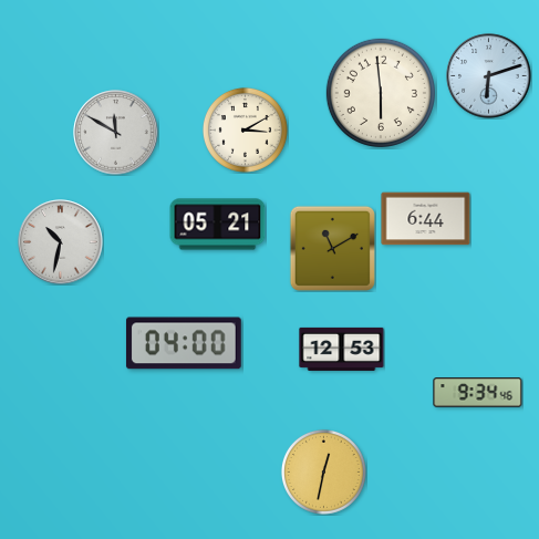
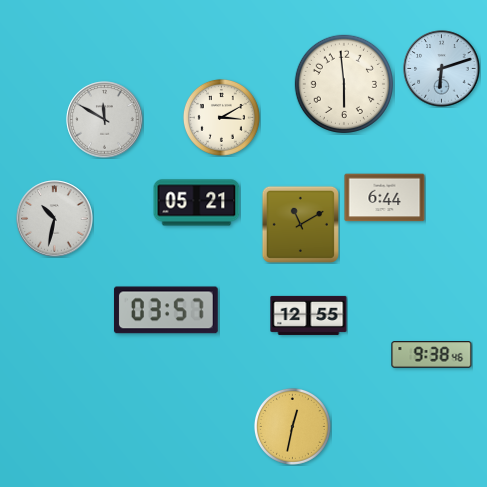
clock at (184, 343): 04:00 -> 03:57
clock at (342, 349): 12:53 -> 12:55
clock at (478, 393): 9:34 -> 9:38
